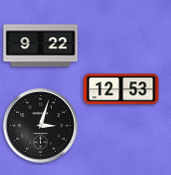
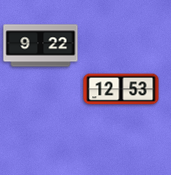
clock at (41, 126): 3:03 -> none
